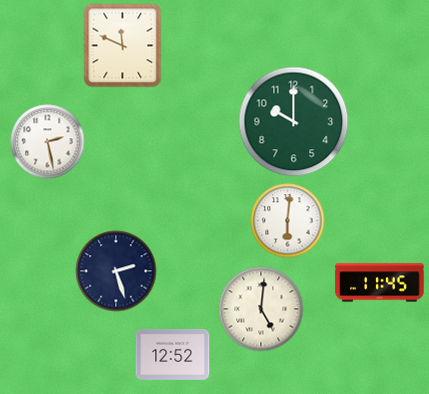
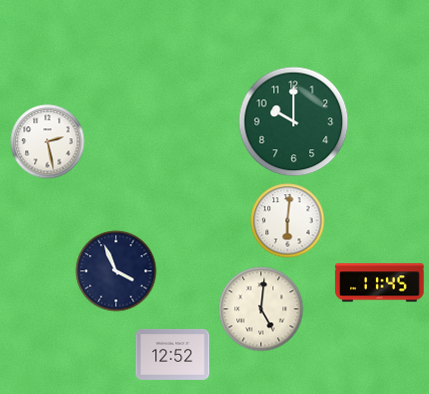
clock at (123, 46): 11:49 -> none
clock at (116, 271): 2:27 -> 3:56
